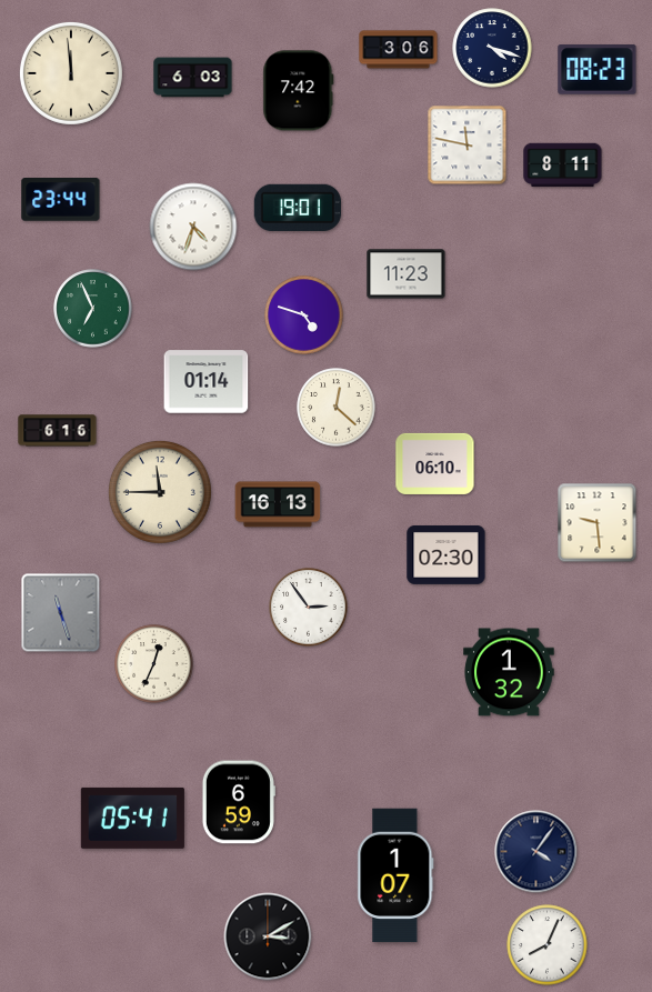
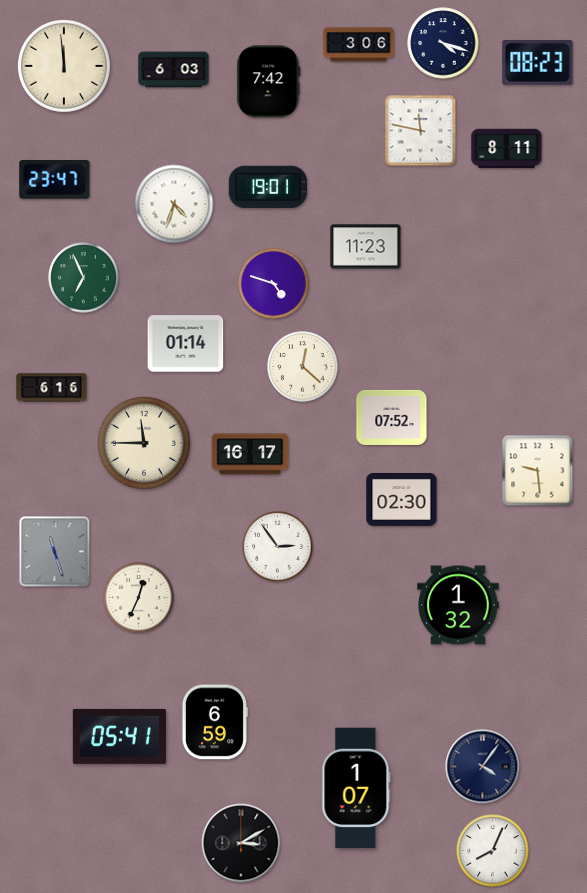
clock at (61, 200): 23:44 -> 23:47
clock at (435, 463): 06:10 -> 07:52
clock at (278, 504): 16:13 -> 16:17
